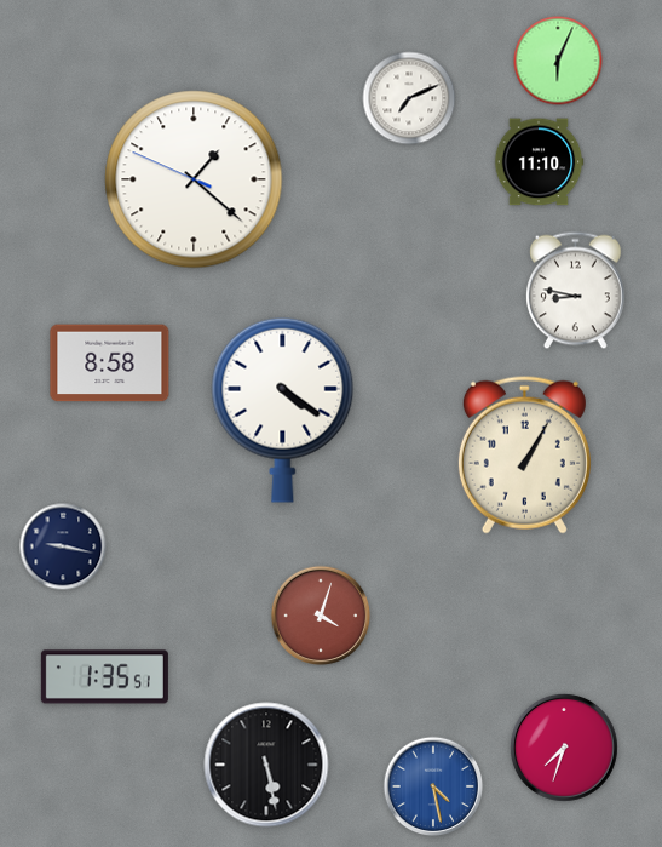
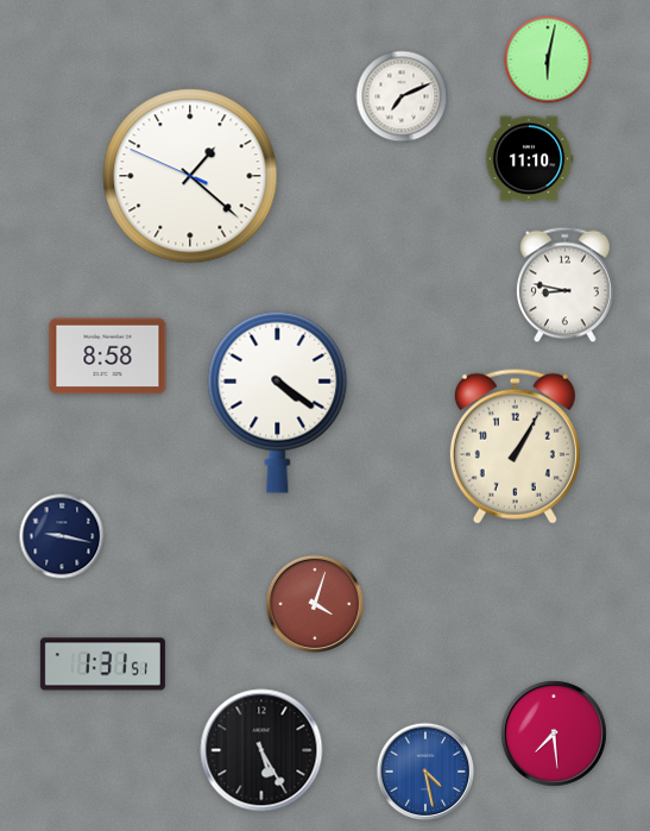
clock at (558, 61): 6:04 -> 6:02
clock at (104, 677): 1:35 -> 1:31
clock at (564, 748): 7:33 -> 7:29
clock at (266, 765): 5:28 -> 5:25
